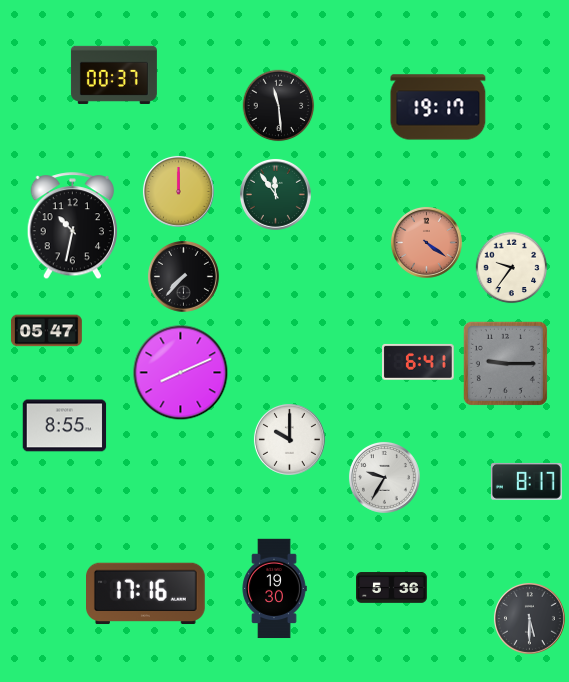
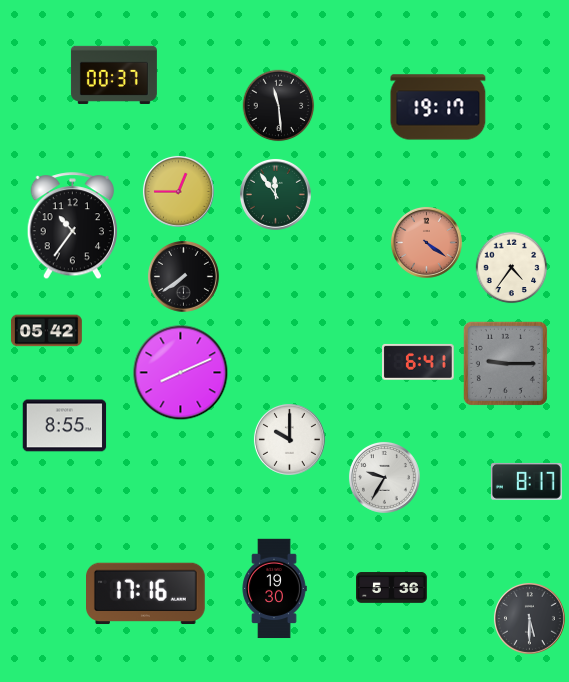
clock at (178, 191): 12:00 -> 12:45
clock at (73, 226): 10:32 -> 10:36
clock at (512, 268): 9:36 -> 4:36
clock at (183, 276): 7:37 -> 7:39
clock at (46, 331): 05:47 -> 05:42
